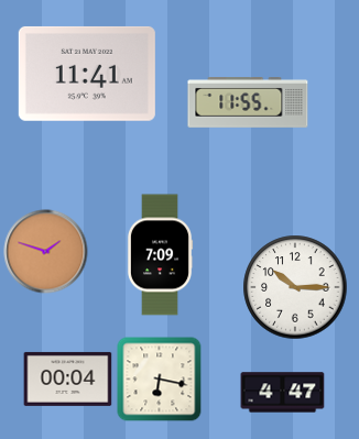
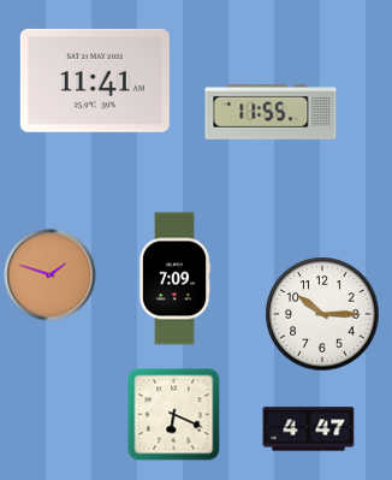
clock at (68, 378): 00:04 -> none
clock at (160, 380): 6:17 -> 6:19
